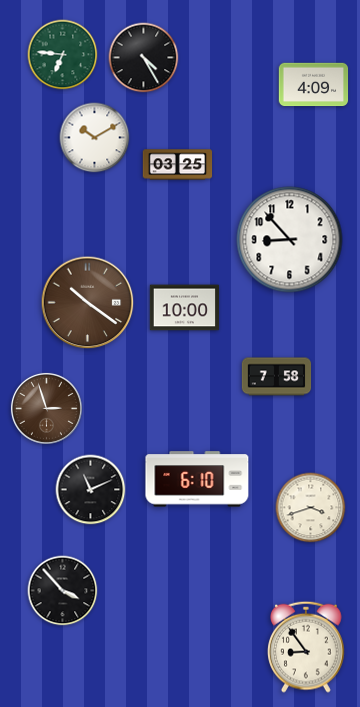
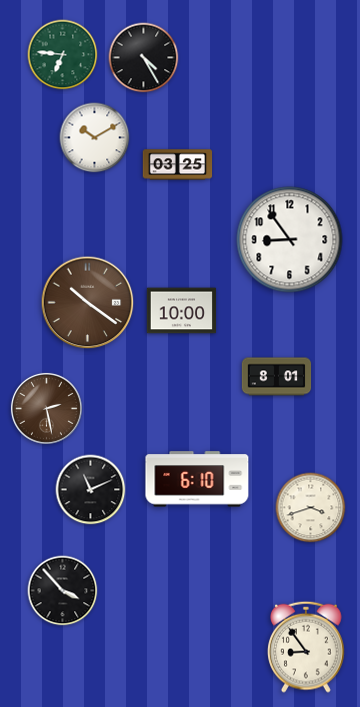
clock at (314, 85): 4:09 -> none
clock at (290, 240): 8:53 -> 8:54
clock at (185, 308) position: (185, 308) -> (182, 311)
clock at (277, 377): 7:58 -> 8:01
clock at (46, 408): 2:57 -> 2:28
